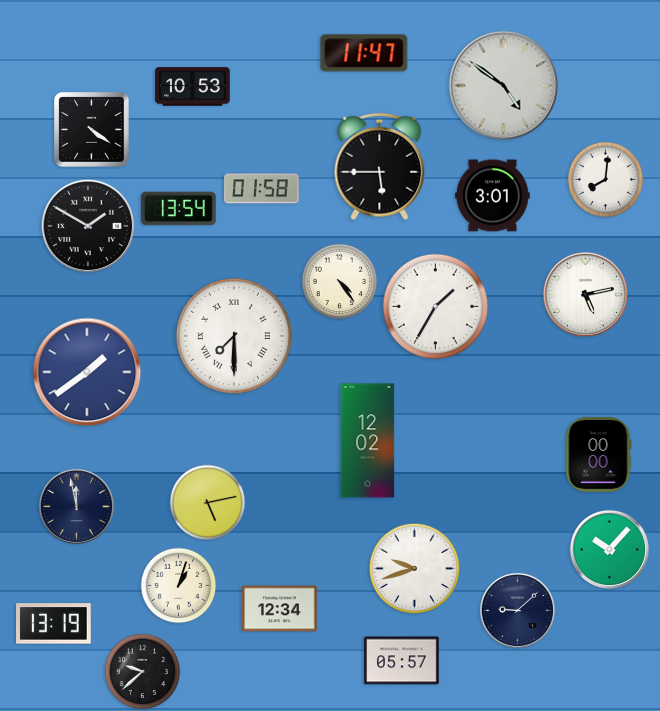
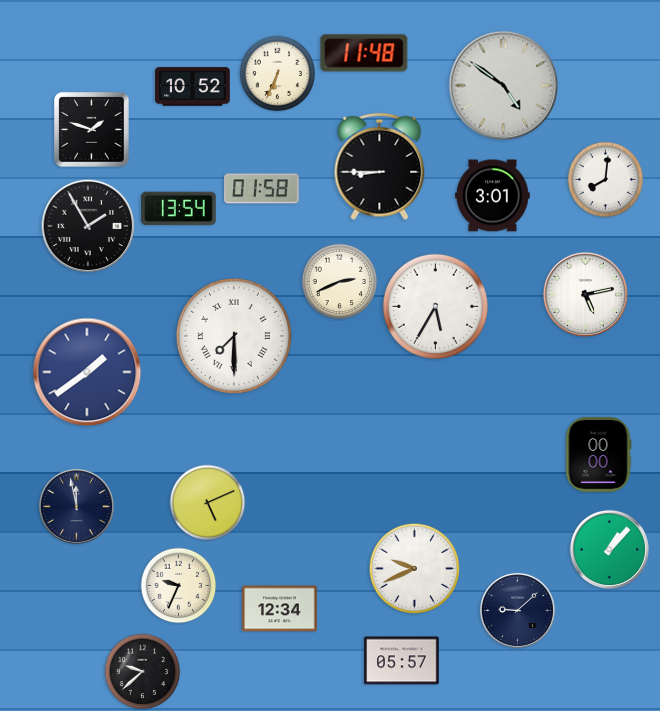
clock at (364, 53): 11:47 -> 11:48
clock at (278, 74): none -> 6:34
clock at (193, 87): 10:53 -> 10:52
clock at (92, 130): 4:21 -> 1:48
clock at (380, 167): 5:45 -> 8:45
clock at (88, 226): 1:50 -> 1:55
clock at (340, 282): 4:24 -> 2:41
clock at (435, 306): 1:35 -> 5:35
clock at (368, 441): 12:02 -> none
clock at (208, 503): 5:13 -> 5:11
clock at (609, 549): 10:07 -> 1:07
clock at (415, 569): 9:42 -> 9:41
clock at (179, 586): 1:03 -> 9:34
clock at (54, 624): 13:19 -> none
